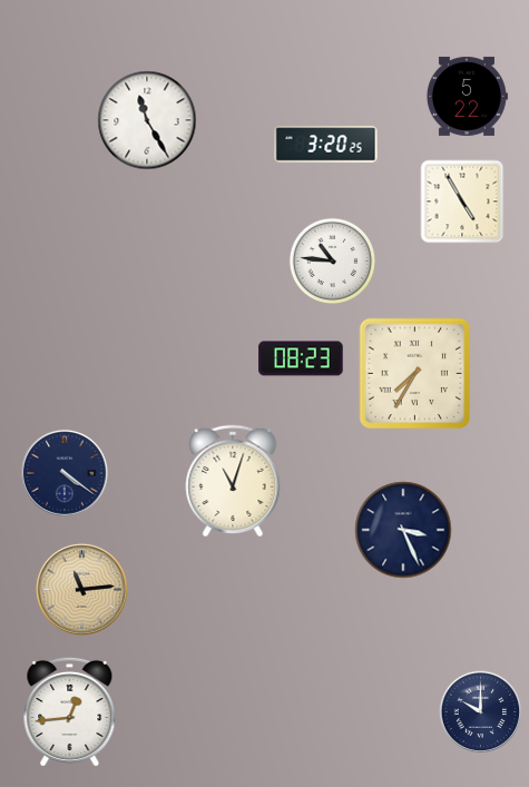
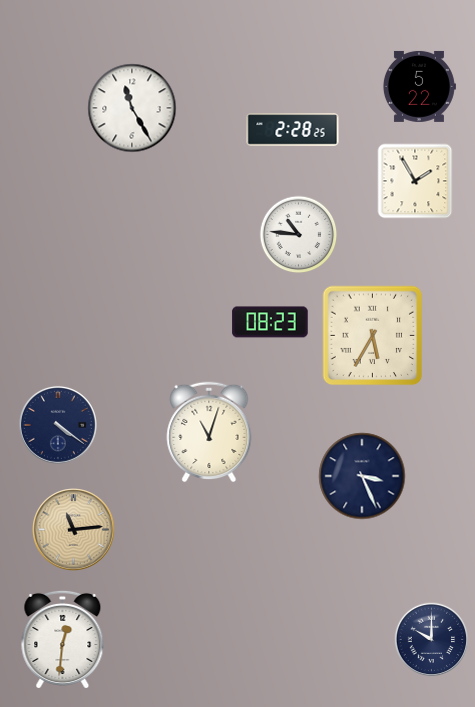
clock at (326, 145): 3:20 -> 2:28
clock at (462, 201): 4:55 -> 1:55
clock at (415, 374): 7:35 -> 5:35
clock at (70, 711): 12:44 -> 12:31
